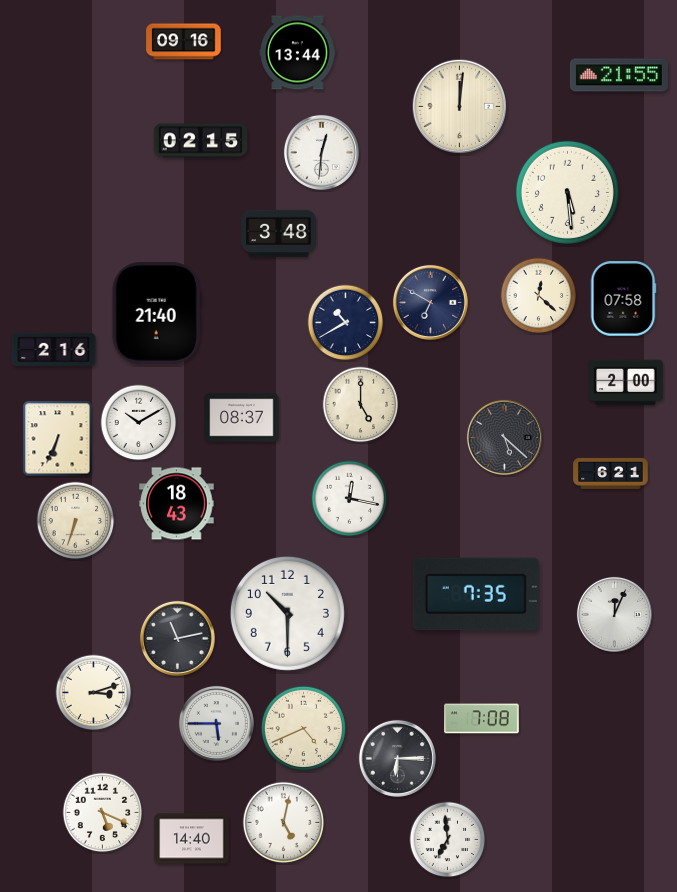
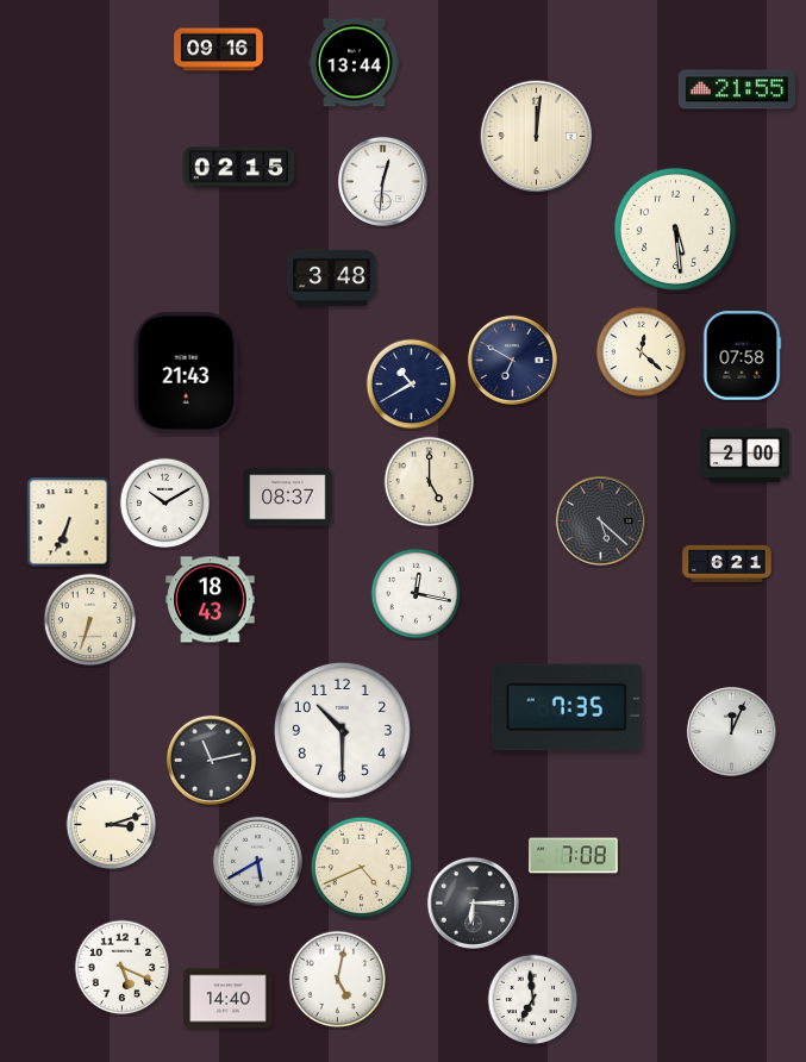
clock at (460, 107) position: (460, 107) -> (537, 137)
clock at (157, 314): 21:40 -> 21:43
clock at (54, 349): 2:16 -> none
clock at (216, 723): 5:45 -> 5:40
